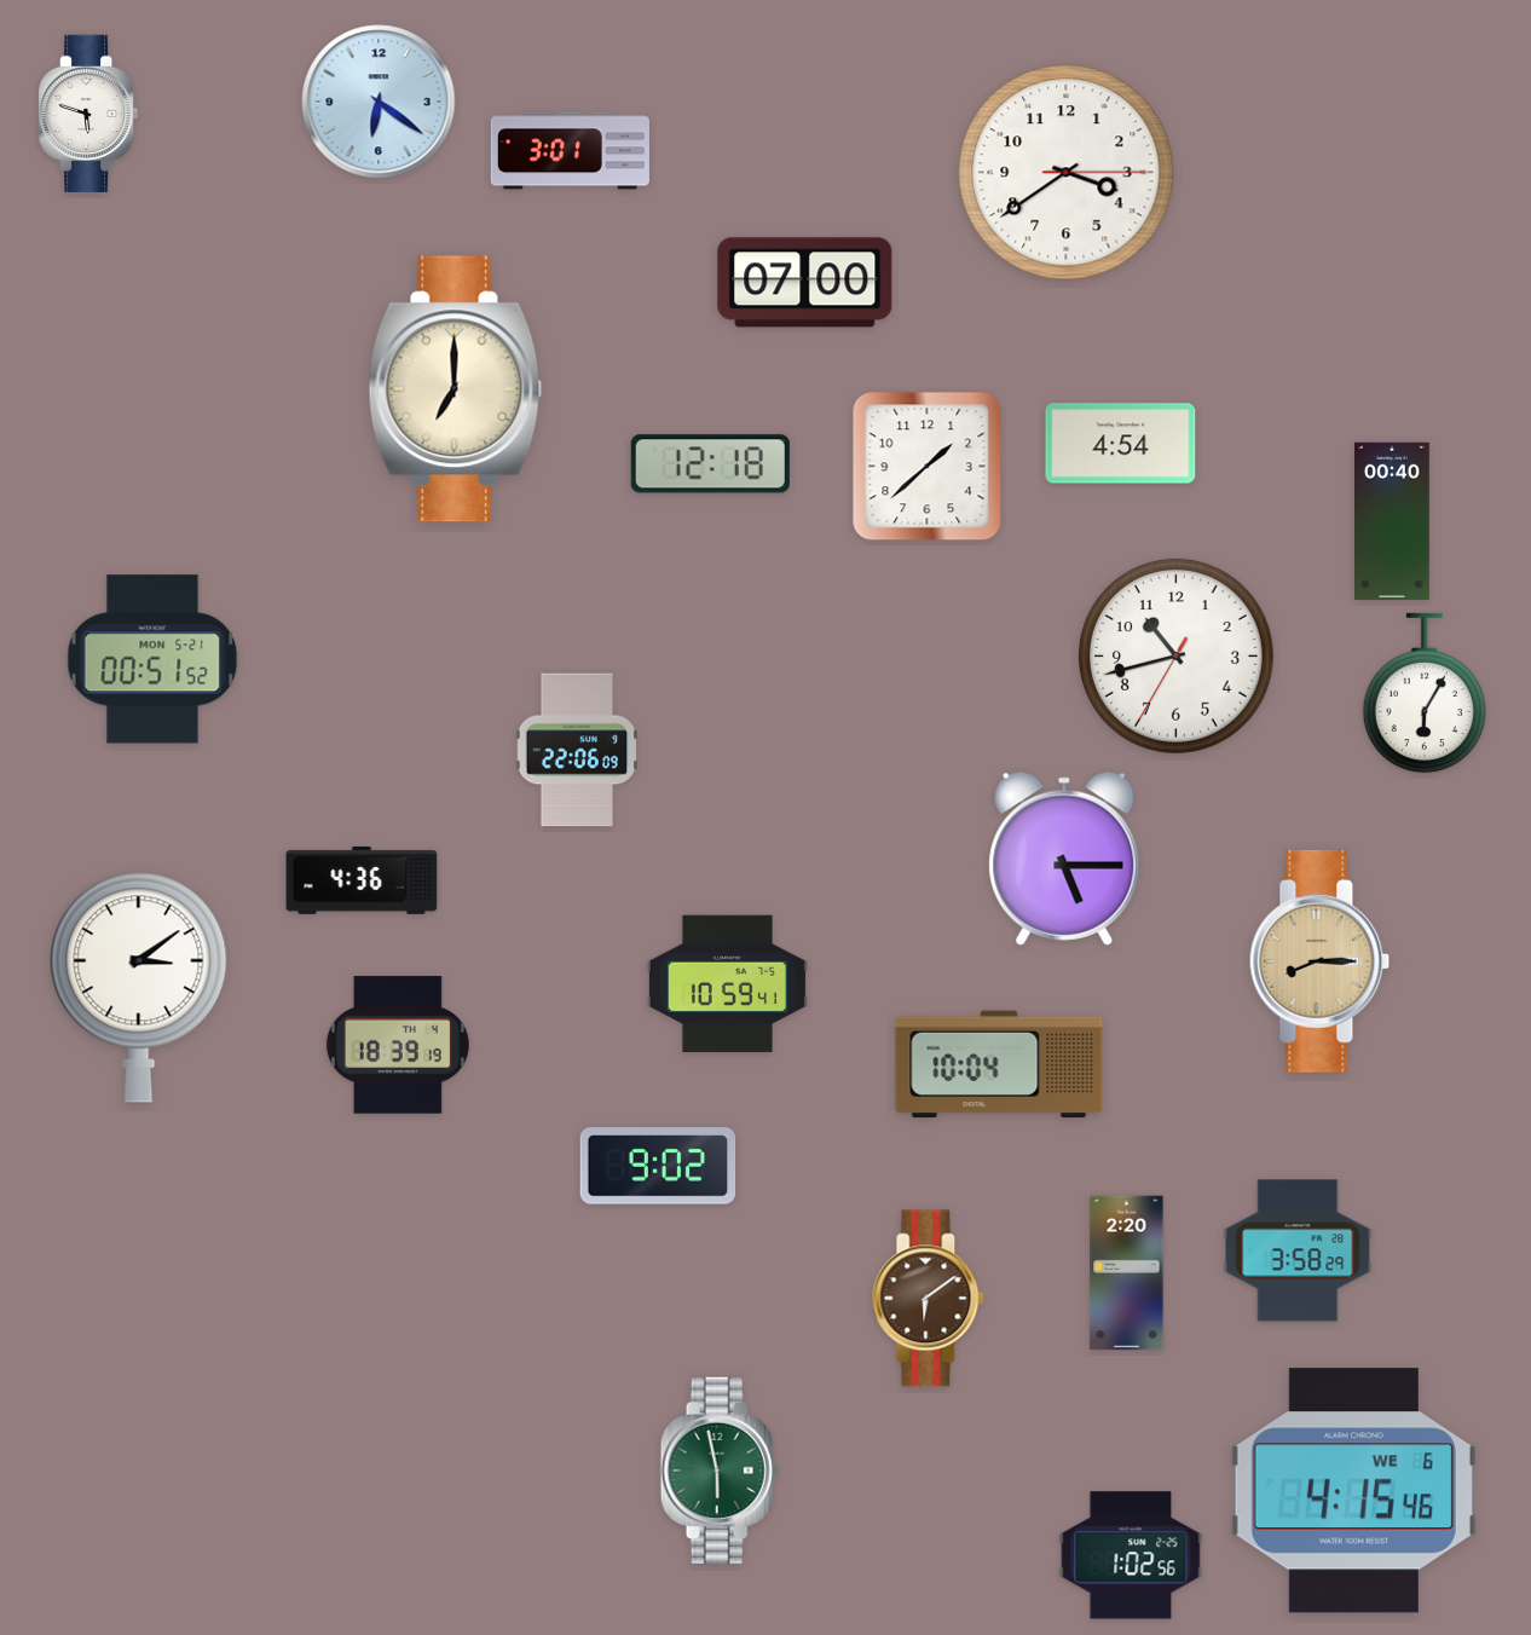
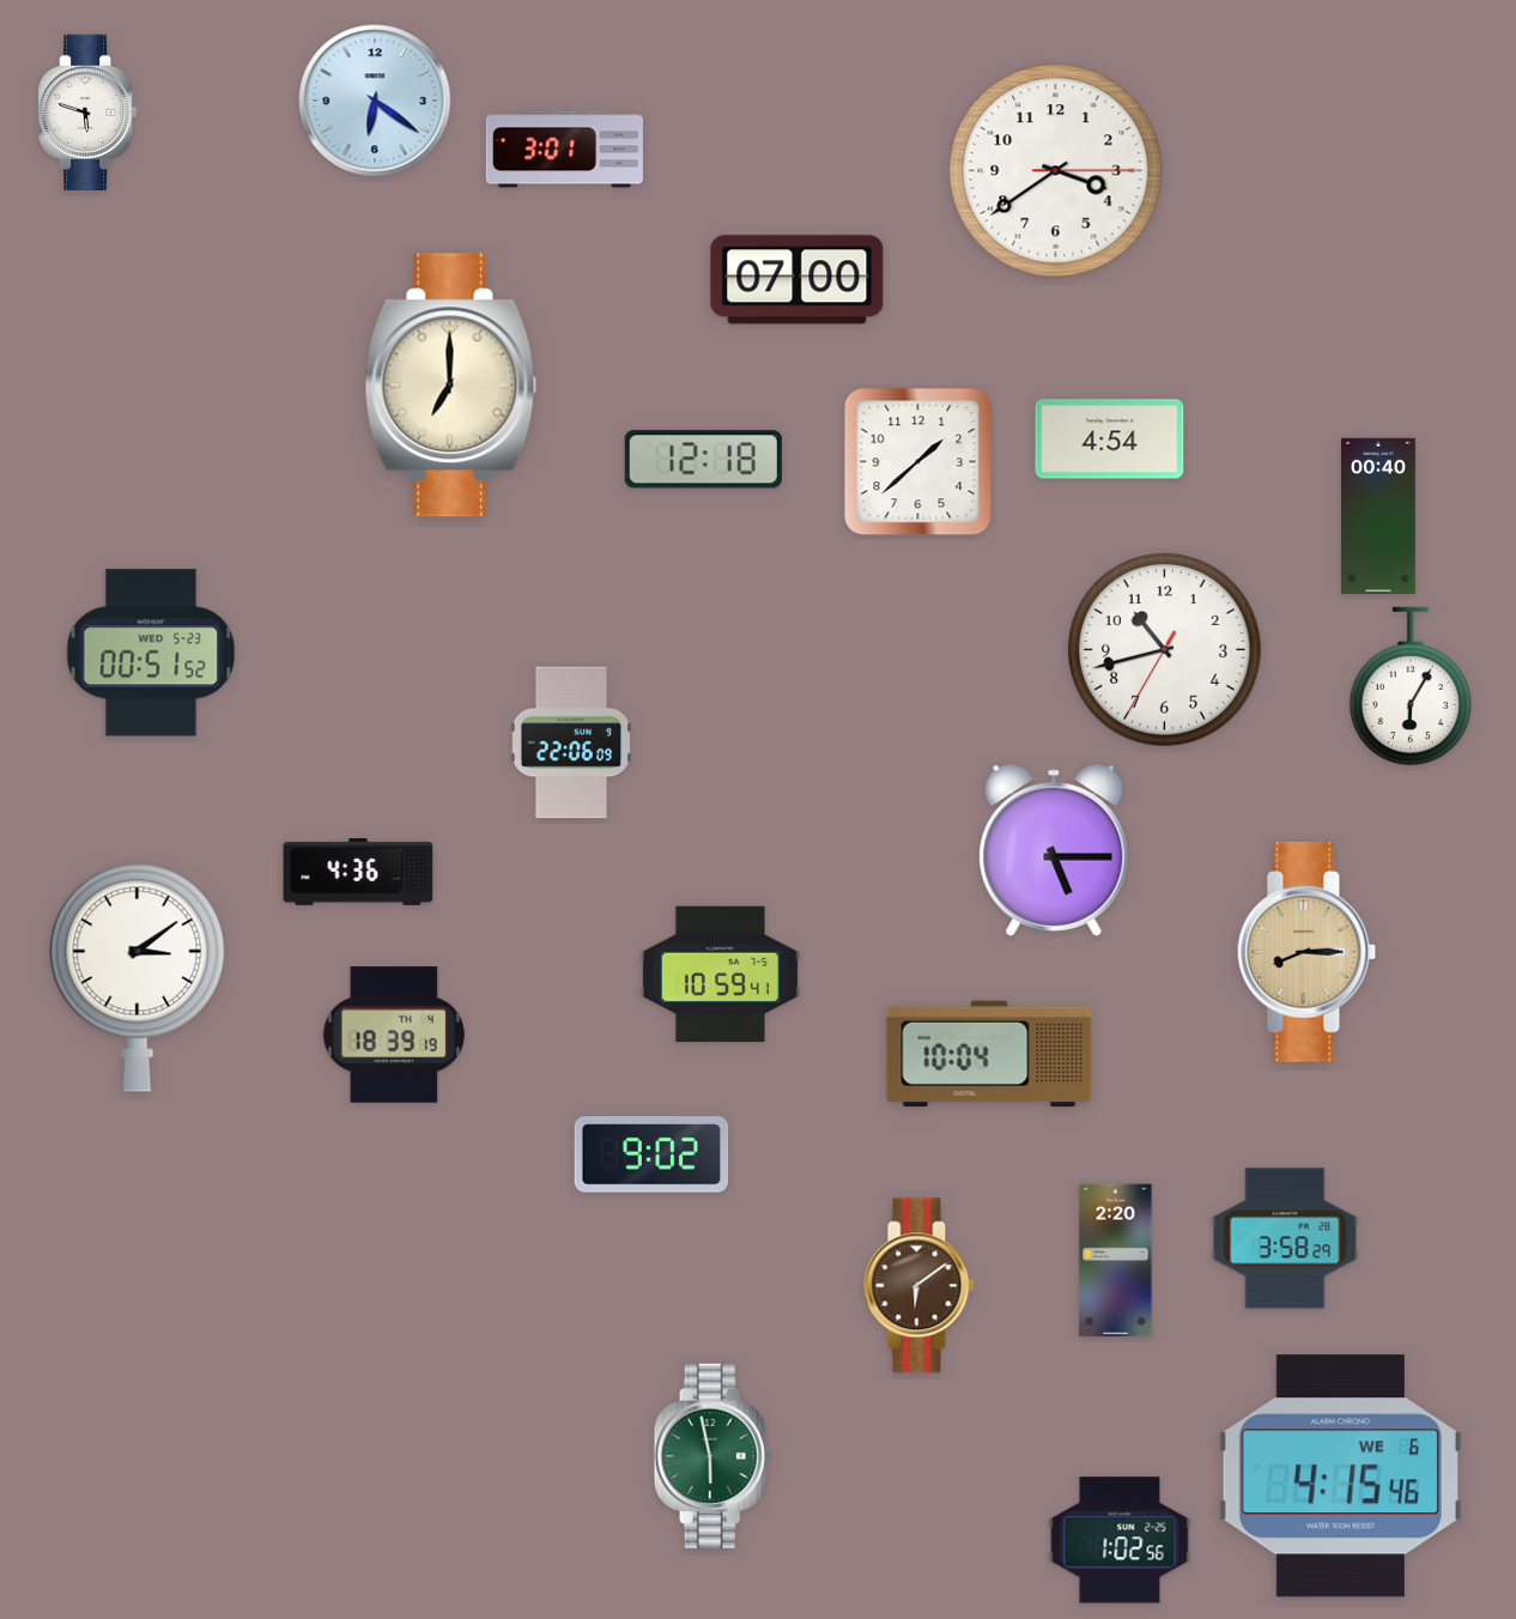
clock at (152, 659) date: MON 5-21 -> WED 5-23
